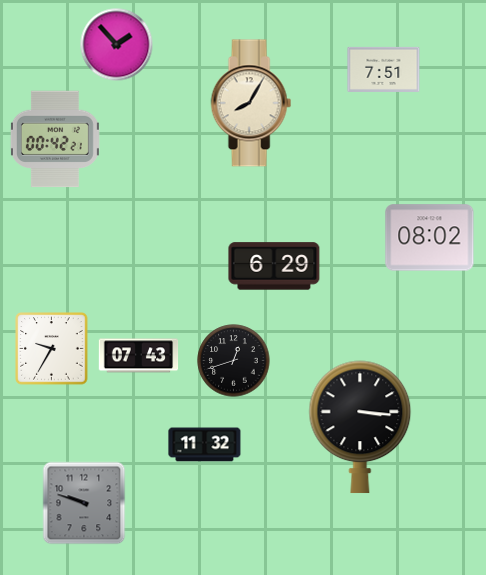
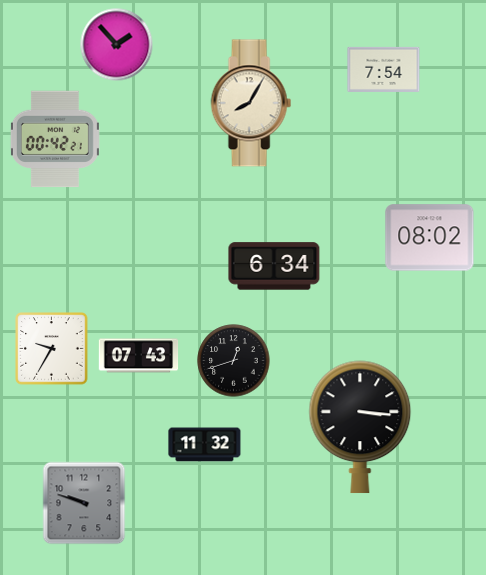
clock at (384, 69): 7:51 -> 7:54
clock at (274, 266): 6:29 -> 6:34
